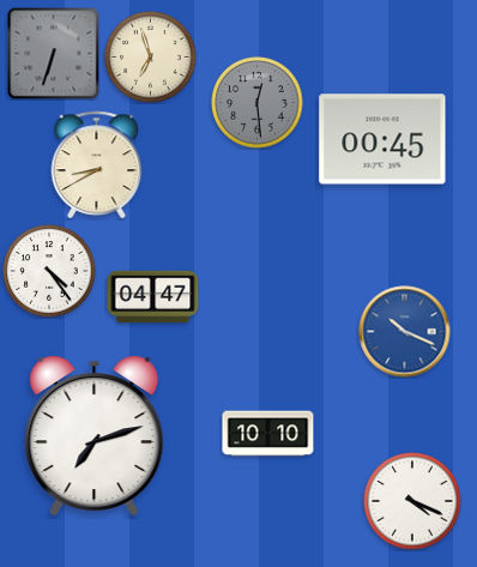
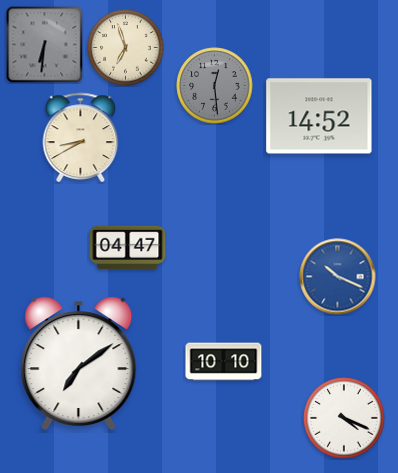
clock at (53, 54): 6:33 -> 6:31
clock at (382, 139): 00:45 -> 14:52
clock at (49, 271): 4:24 -> none
clock at (95, 436): 7:12 -> 7:09
